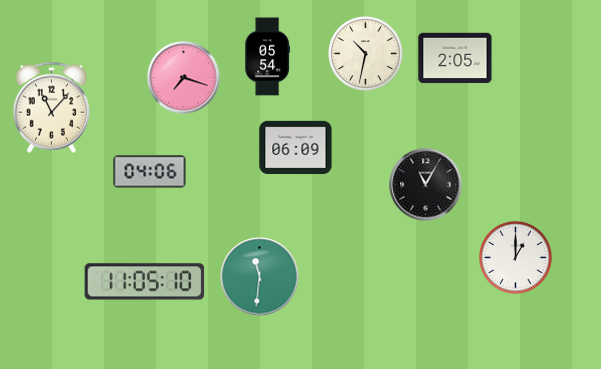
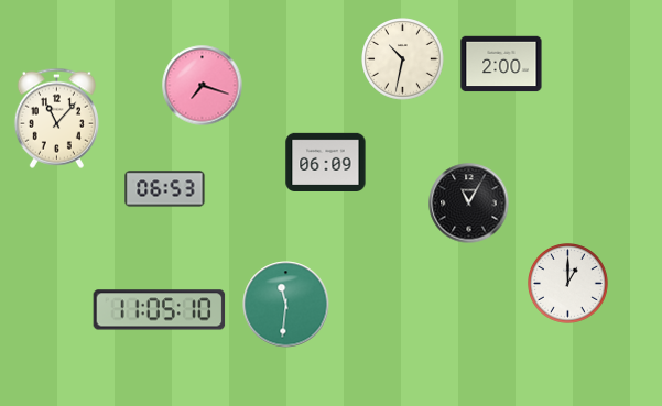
clock at (268, 57): 05:54 -> none
clock at (455, 58): 2:05 -> 2:00
clock at (150, 172): 04:06 -> 06:53
